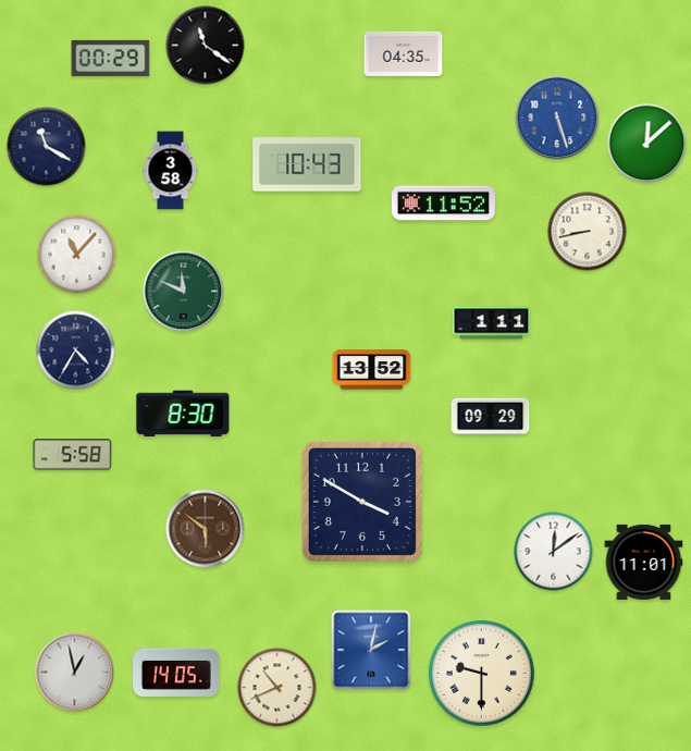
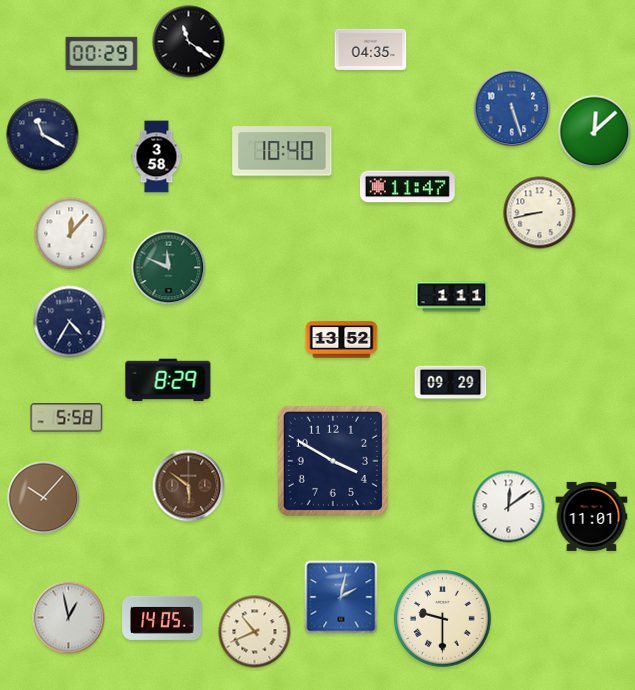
clock at (307, 164): 10:43 -> 10:40
clock at (443, 204): 11:52 -> 11:47
clock at (77, 255): 11:07 -> 12:07
clock at (183, 414): 8:30 -> 8:29
clock at (44, 498): none -> 10:07
